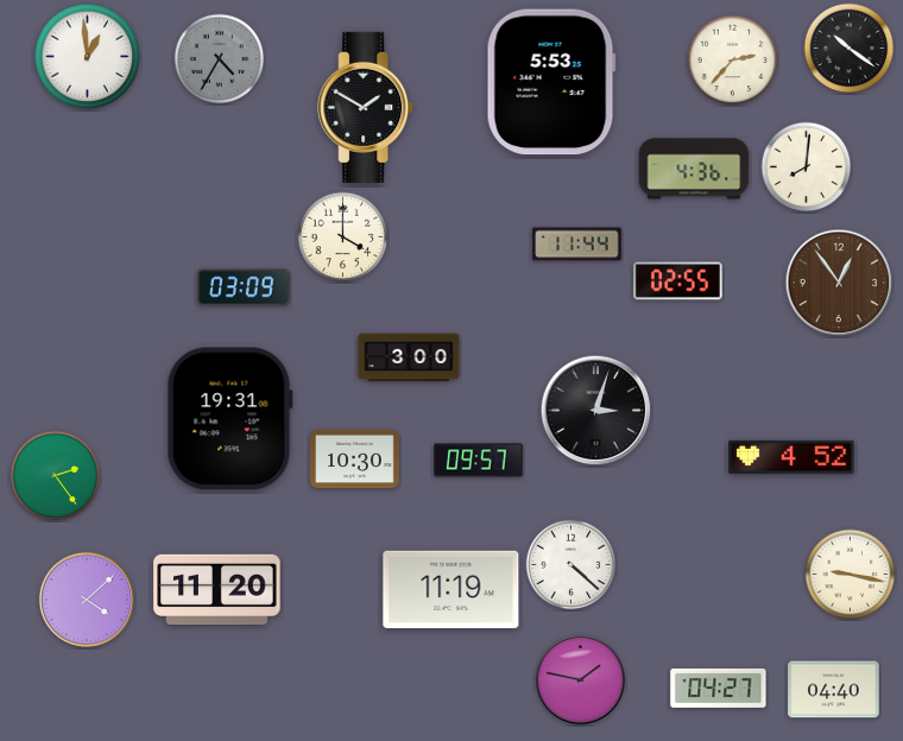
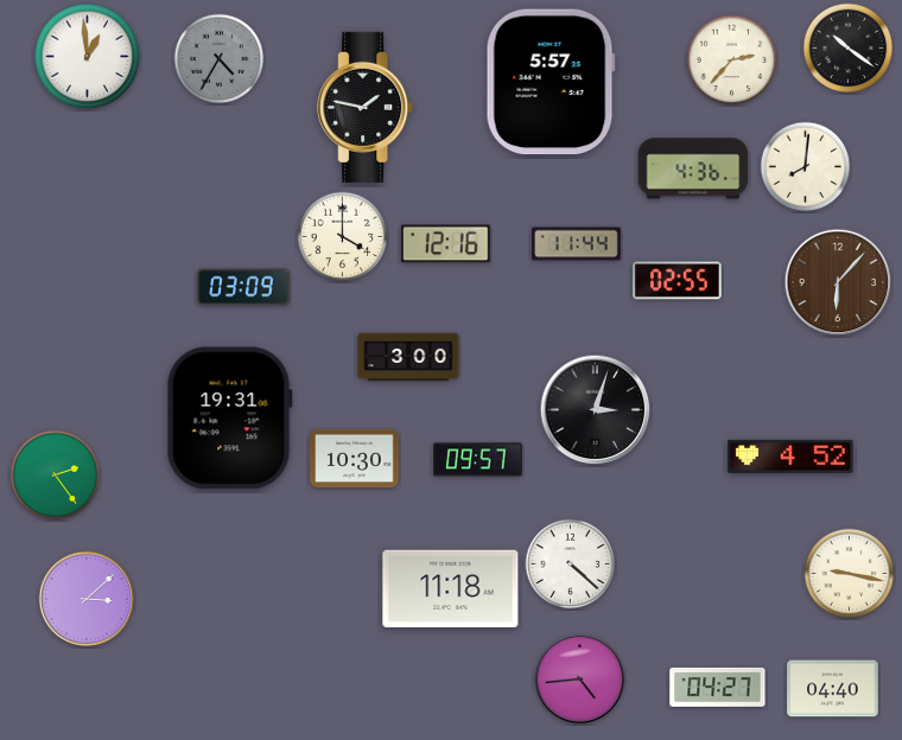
clock at (551, 82): 5:53 -> 5:57
clock at (366, 107): 1:50 -> 1:47
clock at (445, 244): none -> 12:16
clock at (839, 283): 12:54 -> 6:07
clock at (217, 589): 11:20 -> none
clock at (451, 590): 11:19 -> 11:18
clock at (86, 598): 4:08 -> 3:08
clock at (580, 679): 1:47 -> 4:44
